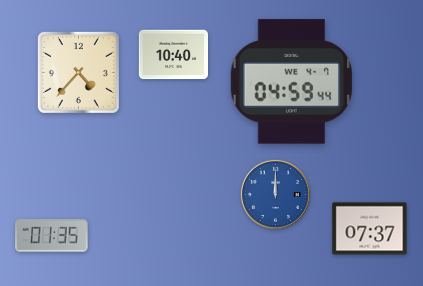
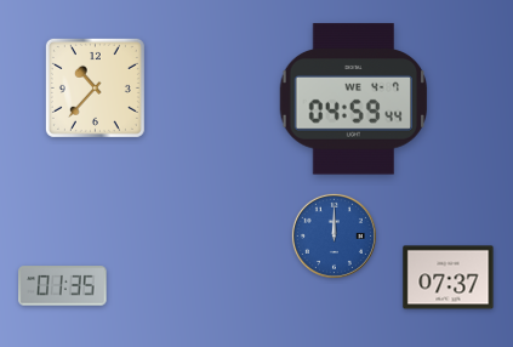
clock at (173, 55): 10:40 -> none
clock at (78, 72): 4:37 -> 10:37
